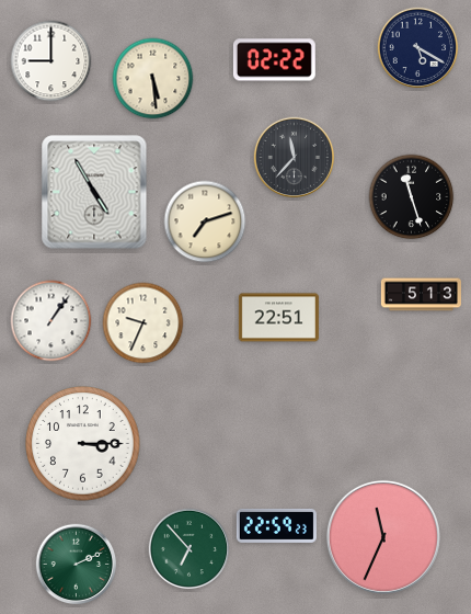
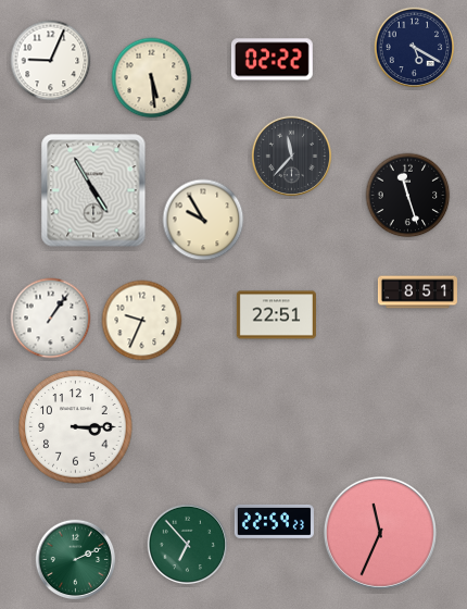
clock at (51, 61): 9:00 -> 9:04
clock at (205, 221): 7:12 -> 9:55
clock at (421, 295): 5:13 -> 8:51
clock at (83, 444) position: (83, 444) -> (76, 427)
